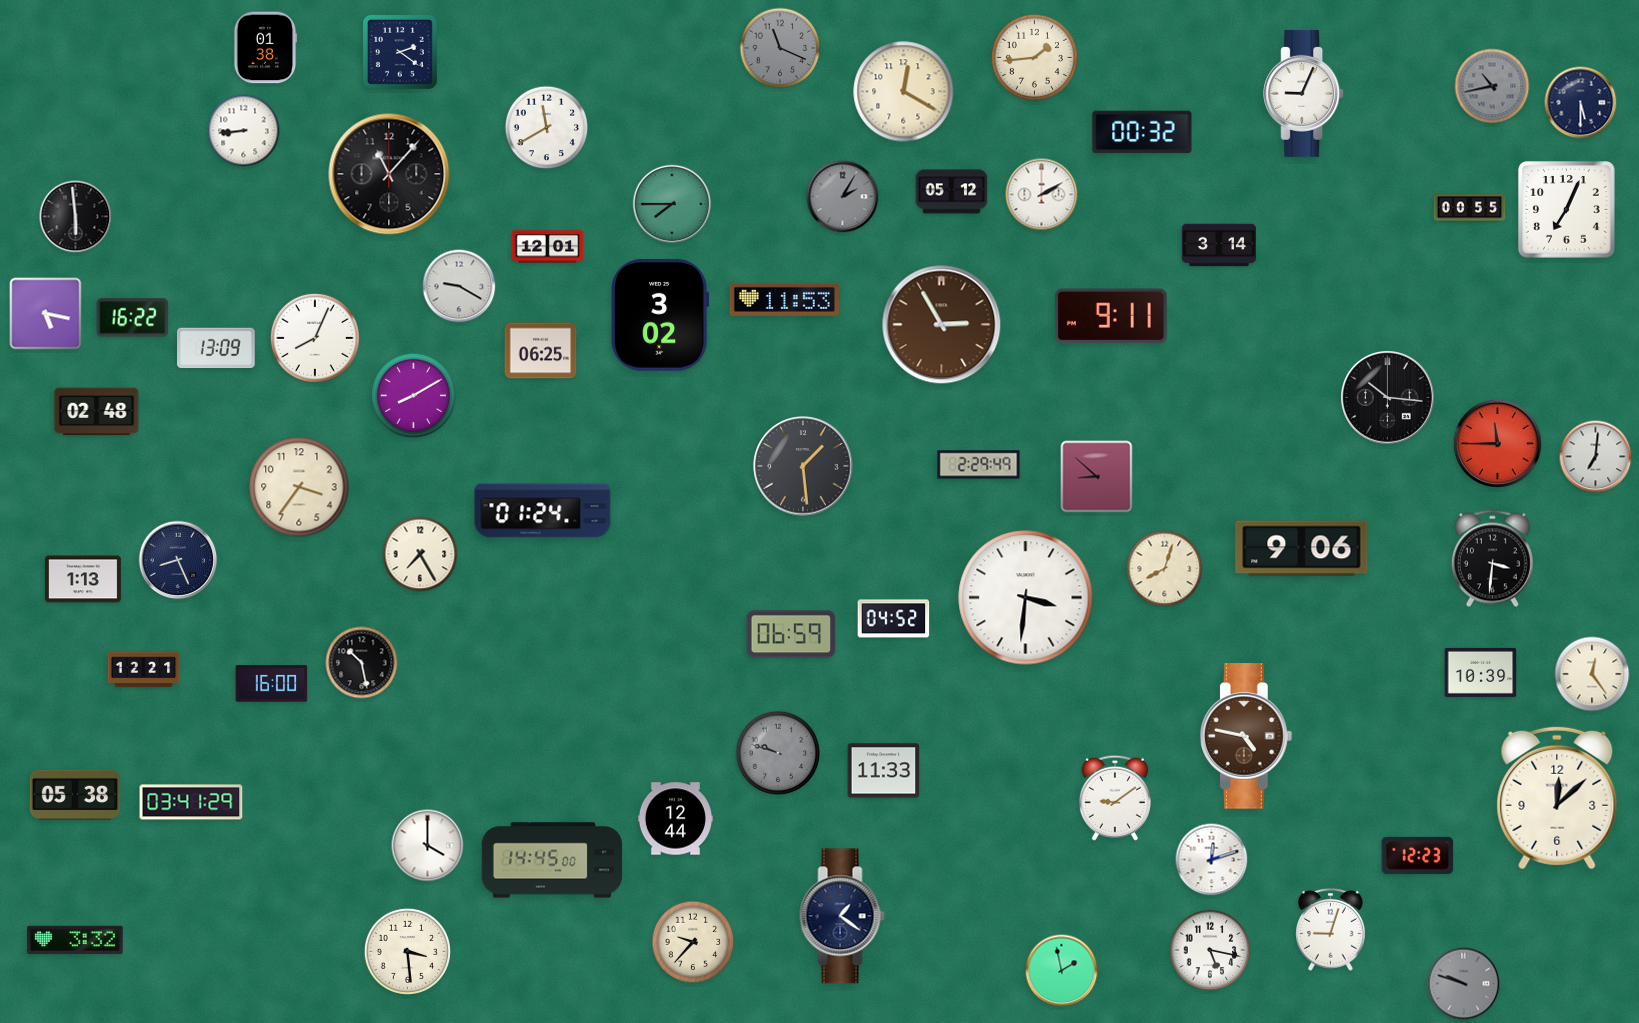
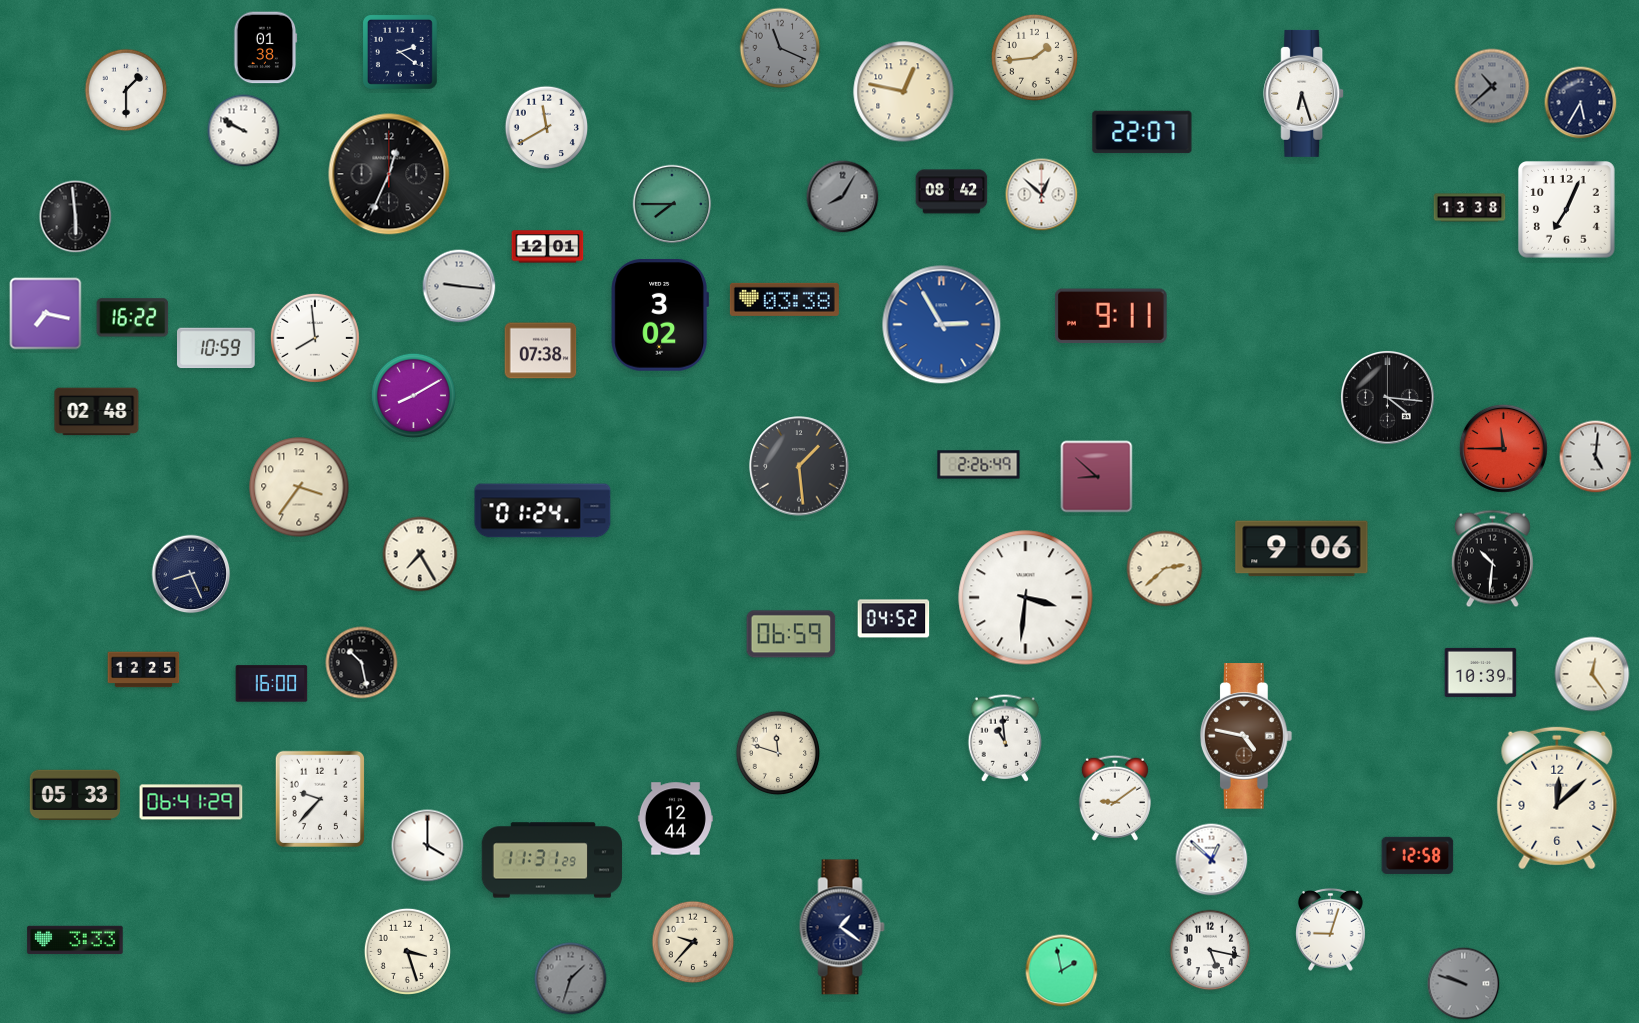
clock at (1492, 86): 10:43 -> 10:38
clock at (126, 90): none -> 1:30
clock at (904, 92): 12:20 -> 12:47
clock at (1304, 93): 9:04 -> 6:27
clock at (1581, 103): 5:30 -> 5:35
clock at (244, 131): 8:44 -> 9:50
clock at (1142, 132): 00:32 -> 22:07
clock at (389, 174): 11:07 -> 12:34
clock at (952, 192): 05:12 -> 08:42
clock at (1042, 195): 2:10 -> 12:52
clock at (843, 197): 2:05 -> 8:05
clock at (1470, 208): 00:55 -> 13:38
clock at (1218, 245): 3:14 -> none
clock at (459, 286): 9:20 -> 9:16
clock at (784, 299): 11:53 -> 03:38
clock at (46, 314): 5:17 -> 7:17
clock at (942, 325) dial: brown -> blue
clock at (315, 338): 8:04 -> 7:59
clock at (217, 348): 13:09 -> 10:59
clock at (541, 351): 06:25 -> 07:38
clock at (1388, 398): 10:16 -> 4:16
clock at (1497, 443) position: (1497, 443) -> (1503, 448)
clock at (1596, 457): 7:01 -> 5:01
clock at (979, 465): 2:29 -> 2:26
clock at (803, 466) position: (803, 466) -> (799, 466)
clock at (1492, 559): 3:31 -> 10:31
clock at (178, 560) position: (178, 560) -> (191, 574)
clock at (1165, 569): 8:03 -> 2:38
clock at (83, 579): 1:13 -> none
clock at (144, 670): 12:21 -> 12:25
clock at (1005, 738): none -> 10:59
clock at (778, 753): 9:48 -> 11:48
clock at (778, 753) dial: grey -> cream
clock at (884, 771): 11:33 -> none
clock at (75, 795): 05:38 -> 05:33
clock at (320, 799): none -> 9:37
clock at (191, 802): 03:41 -> 06:41
clock at (1418, 855): 12:23 -> 12:58
clock at (552, 860): 14:45 -> 11:31
clock at (1212, 860): 12:12 -> 12:52
clock at (842, 916) position: (842, 916) -> (842, 927)
clock at (75, 940): 3:32 -> 3:33
clock at (407, 951): 3:29 -> 3:27
clock at (571, 979): none -> 1:33
